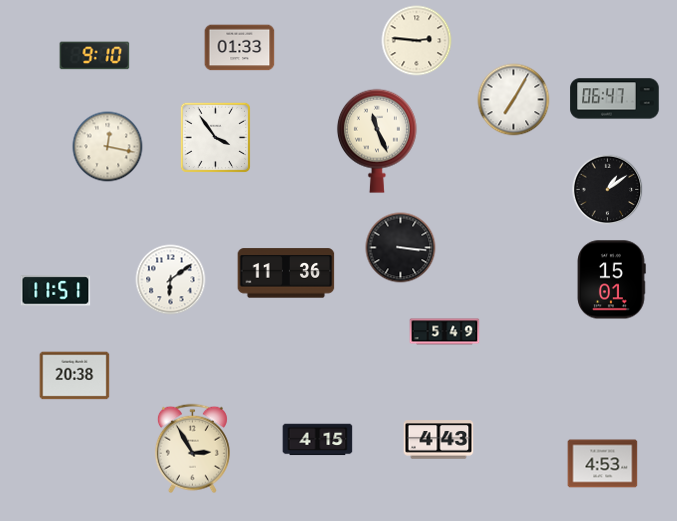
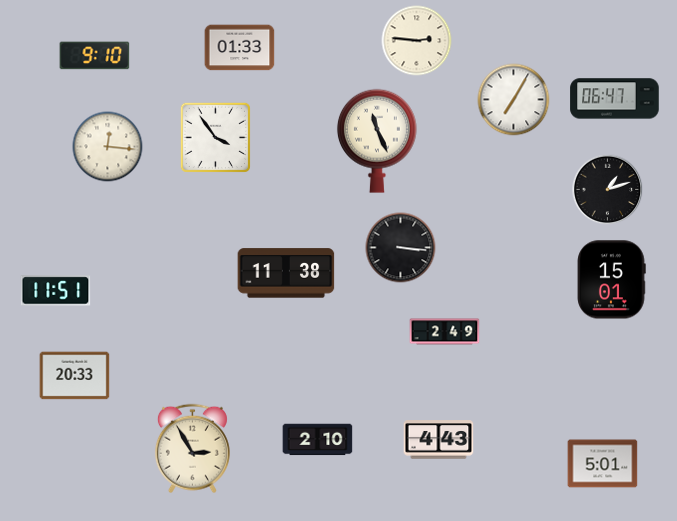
clock at (108, 147): 12:17 -> 12:16
clock at (608, 190): 1:09 -> 1:12
clock at (286, 273): 11:36 -> 11:38
clock at (171, 280): 6:09 -> none
clock at (445, 332): 5:49 -> 2:49
clock at (75, 376): 20:38 -> 20:33
clock at (318, 440): 4:15 -> 2:10
clock at (603, 464): 4:53 -> 5:01
